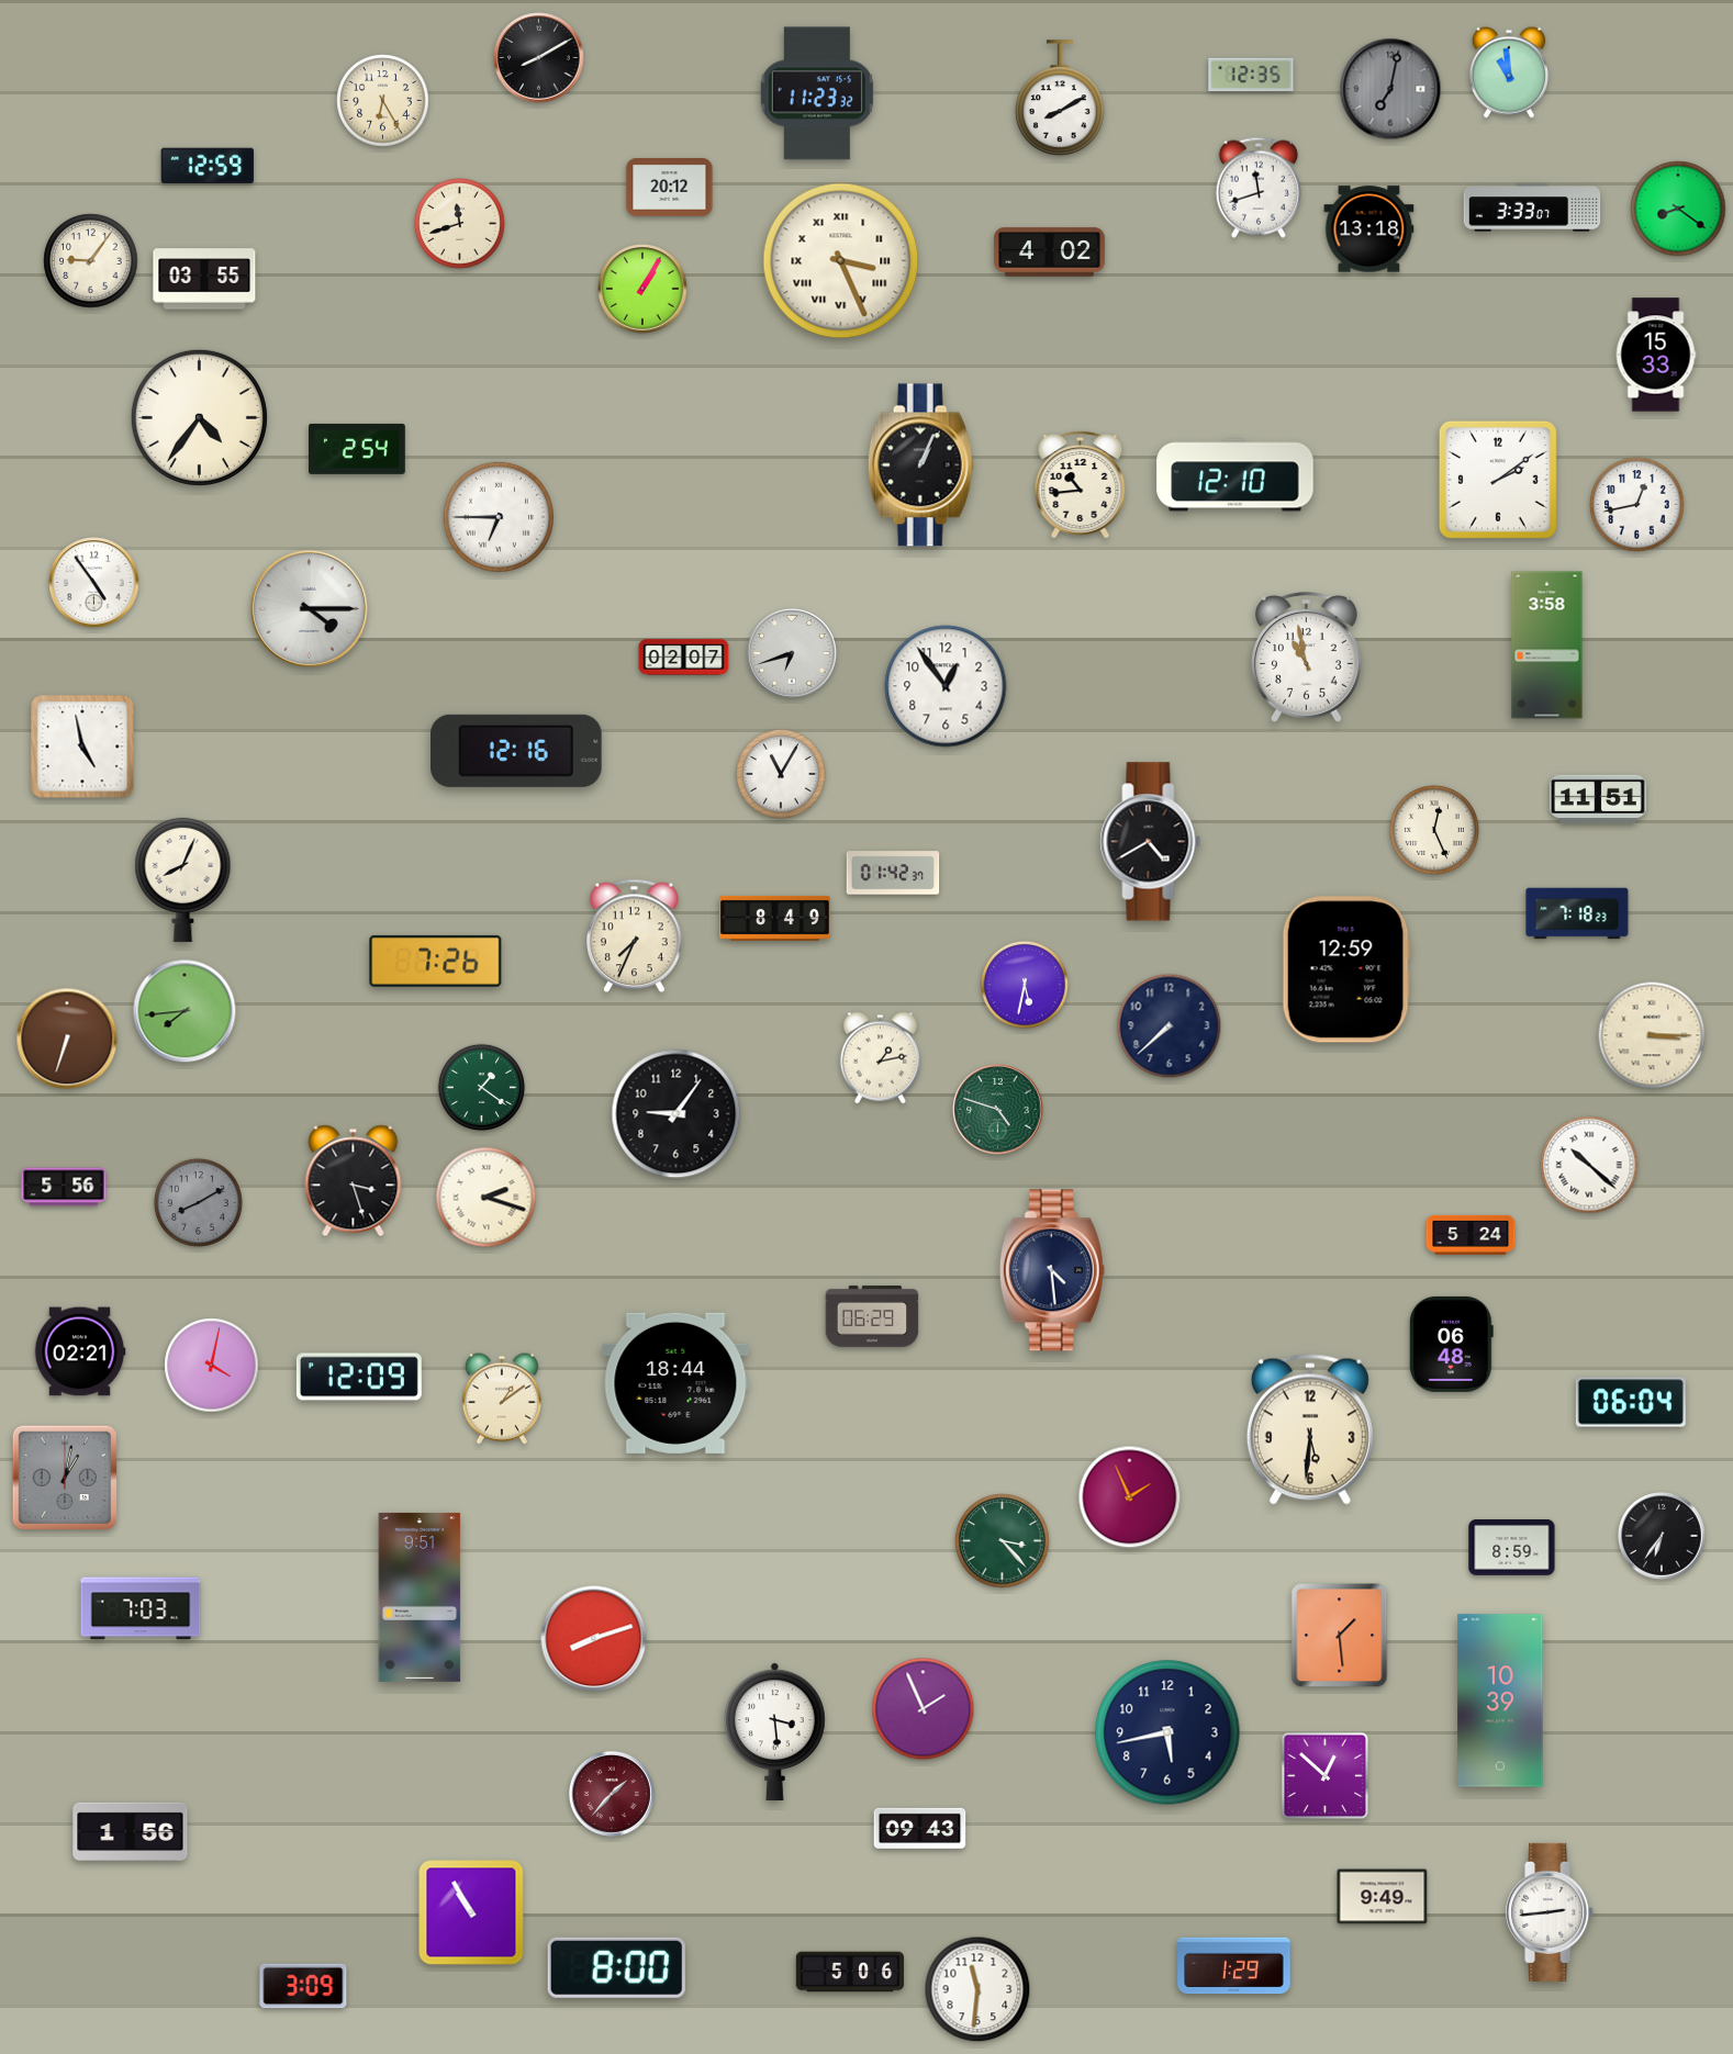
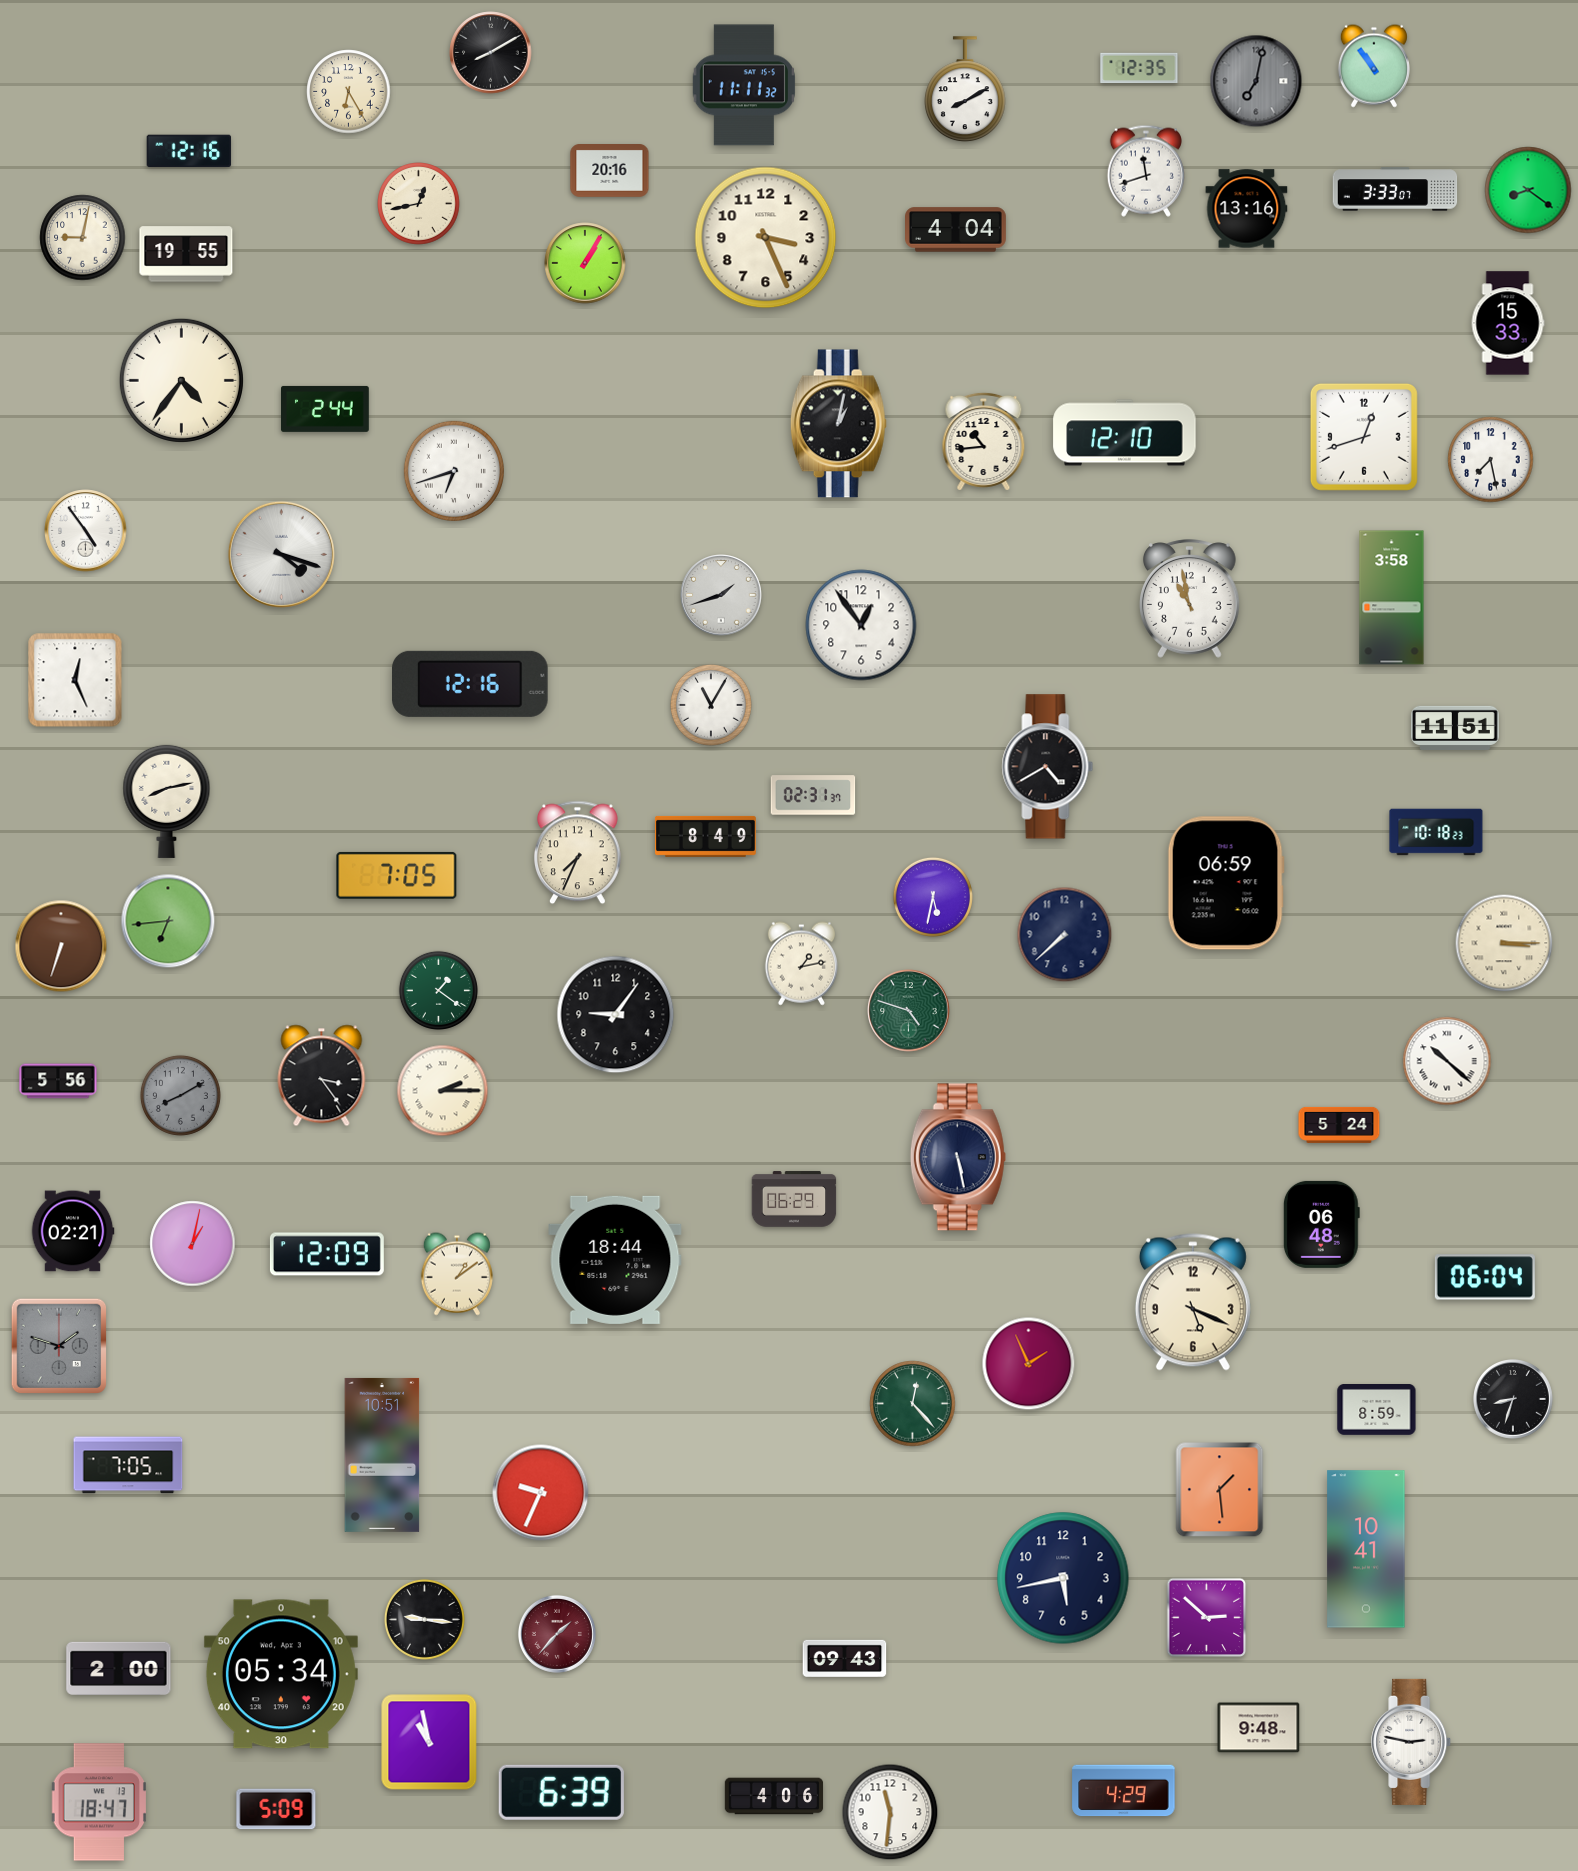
clock at (1509, 72): 10:59 -> 10:54
clock at (1390, 89) position: (1390, 89) -> (1256, 81)
clock at (817, 93): 11:23 -> 11:11
clock at (208, 166): 12:59 -> 12:16
clock at (670, 188): 20:12 -> 20:16
clock at (460, 224): 11:42 -> 12:43
clock at (1369, 229): 13:18 -> 13:16
clock at (1050, 252): 4:02 -> 4:04
clock at (91, 261): 9:06 -> 9:02
clock at (841, 261) numerals: Roman -> Arabic
clock at (204, 279): 03:55 -> 19:55
clock at (358, 449): 2:54 -> 2:44
clock at (920, 465): 1:04 -> 1:02
clock at (1498, 480): 2:09 -> 12:42
clock at (1637, 505): 12:43 -> 7:28
clock at (497, 516): 6:45 -> 6:42
clock at (309, 608): 4:15 -> 4:18
clock at (1547, 646) position: (1547, 646) -> (1392, 598)
clock at (792, 653): 6:42 -> 1:42
clock at (684, 658): 02:07 -> none
clock at (82, 747): 4:58 -> 12:26
clock at (1434, 830): 12:26 -> none
clock at (893, 873): 01:42 -> 02:31
clock at (183, 879): 8:04 -> 8:13
clock at (1577, 913): 7:18 -> 10:18
clock at (436, 961): 7:26 -> 7:05
clock at (1346, 969): 12:59 -> 06:59
clock at (185, 1011): 7:44 -> 6:44
clock at (354, 1181): 3:27 -> 3:24
clock at (487, 1198): 2:18 -> 2:15
clock at (1052, 1270): 4:29 -> 5:28
clock at (212, 1366): 4:02 -> 1:02
clock at (1310, 1429): 5:31 -> 5:19
clock at (64, 1477): 1:02 -> 1:48
clock at (1663, 1537): 6:36 -> 8:33
clock at (1003, 1541): 3:23 -> 12:23
clock at (420, 1597): 9:51 -> 10:51
clock at (141, 1608): 7:03 -> 7:05
clock at (594, 1639): 8:12 -> 9:34
clock at (1500, 1701): 10:39 -> 10:41
clock at (924, 1709): 1:56 -> none
clock at (775, 1731): 3:29 -> none
clock at (1326, 1776): 12:52 -> 2:52
clock at (424, 1619): none -> 9:16
clock at (920, 1828) position: (920, 1828) -> (845, 1658)
clock at (131, 1831): 1:56 -> 2:00
clock at (281, 1674): none -> 05:34
clock at (1383, 1897): 9:49 -> 9:48
clock at (471, 1912): 10:55 -> 10:58
clock at (1551, 1912): 2:44 -> 2:47
clock at (1234, 1966): 1:29 -> 4:29
clock at (616, 1967): 8:00 -> 6:39
clock at (850, 1972): 5:06 -> 4:06
clock at (98, 1802): none -> 18:47
clock at (303, 1986): 3:09 -> 5:09
